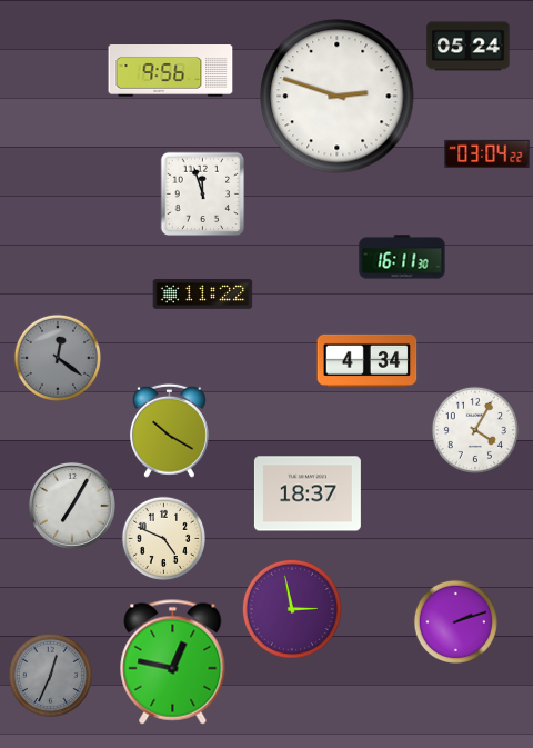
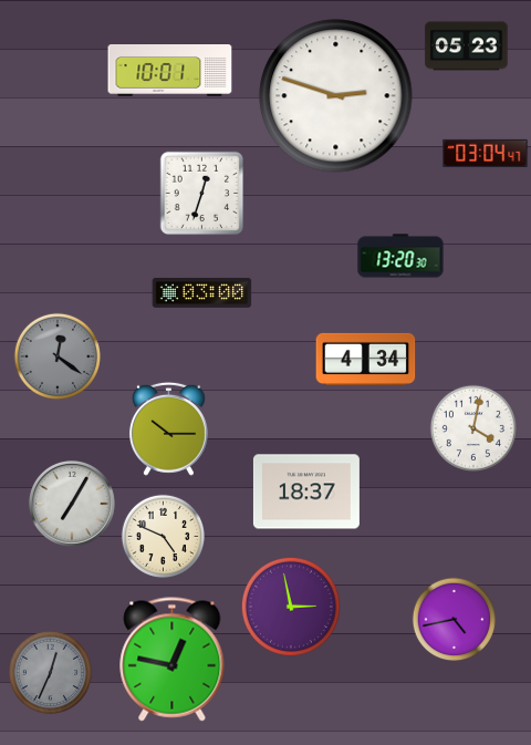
clock at (469, 47): 05:24 -> 05:23
clock at (171, 71): 9:56 -> 10:01
clock at (487, 153): 03:04:22 -> 03:04:47
clock at (203, 195): 11:57 -> 12:33
clock at (402, 257): 16:11 -> 13:20
clock at (203, 295): 11:22 -> 03:00
clock at (169, 430): 10:20 -> 10:15
clock at (475, 430): 4:05 -> 4:02
clock at (455, 621): 2:12 -> 4:43
